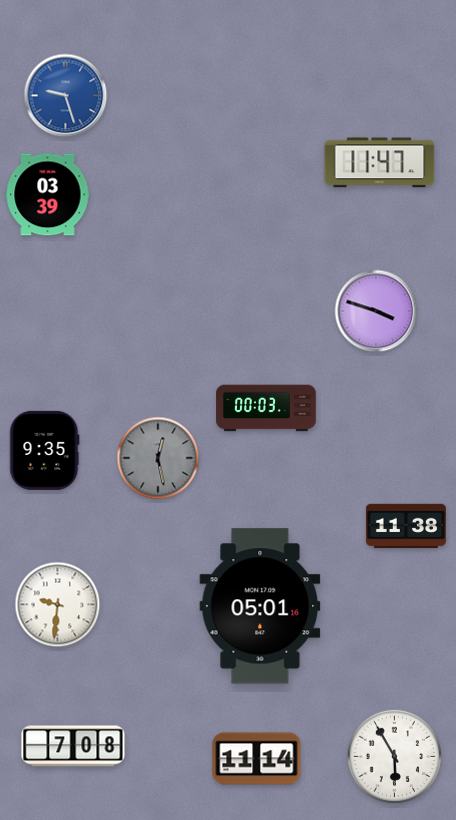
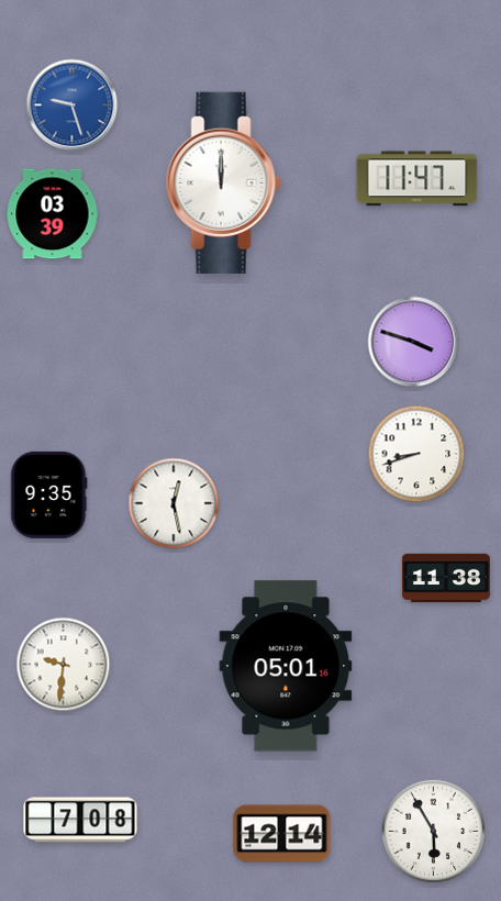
clock at (223, 182): none -> 12:00
clock at (266, 408): 00:03 -> none
clock at (416, 454): none -> 8:42
clock at (158, 458) dial: grey -> white
clock at (257, 759): 11:14 -> 12:14
